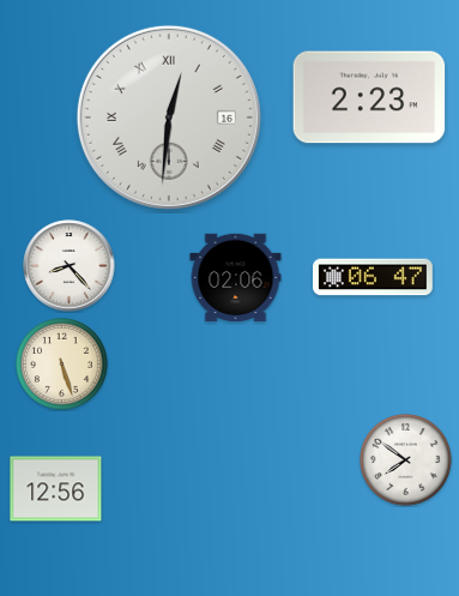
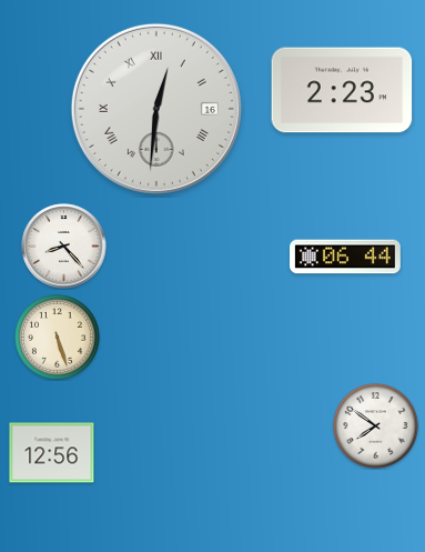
clock at (374, 277): 06:47 -> 06:44
clock at (236, 278): 02:06 -> none
